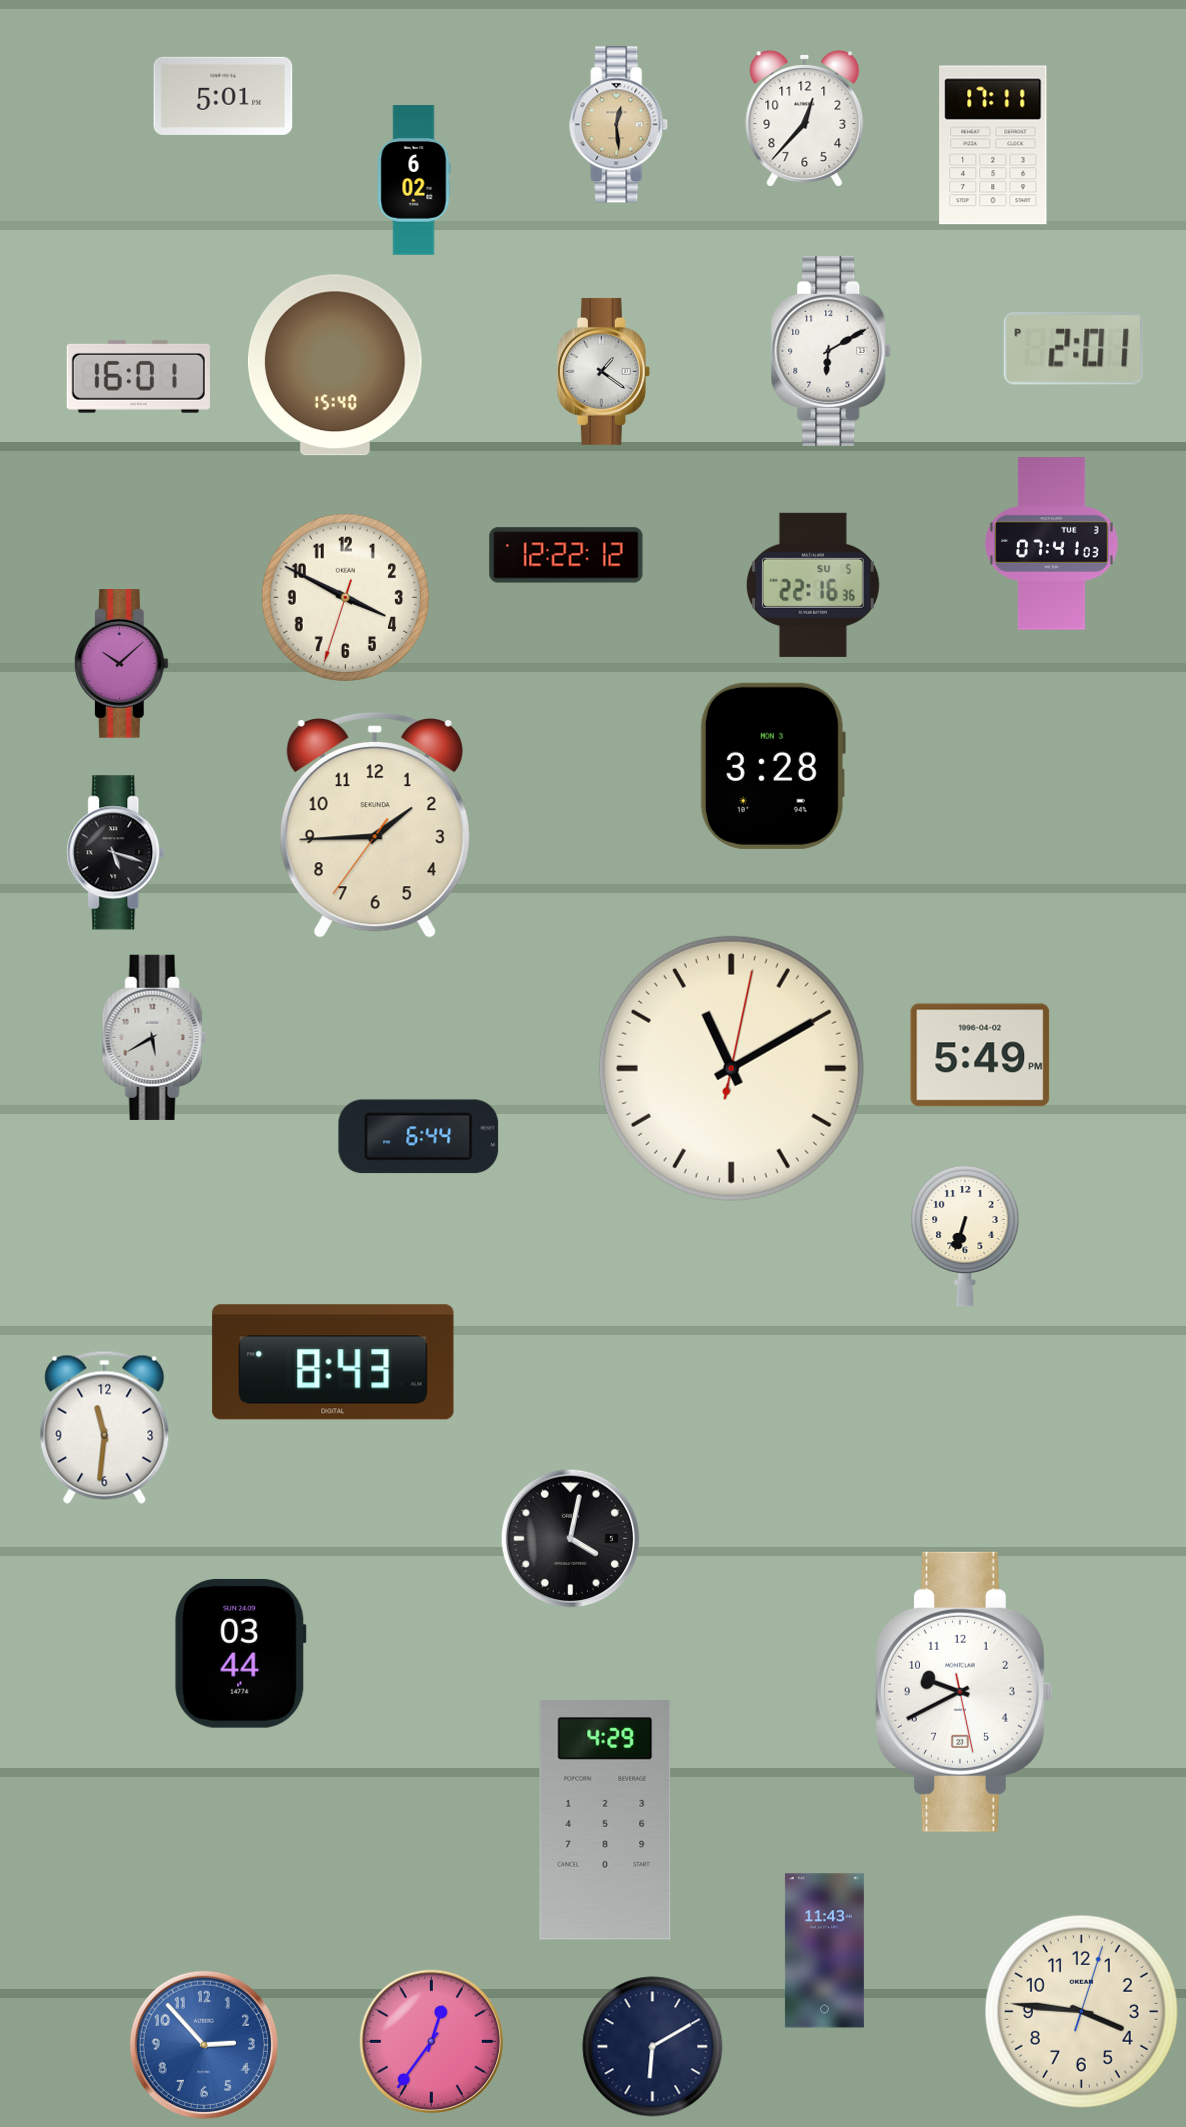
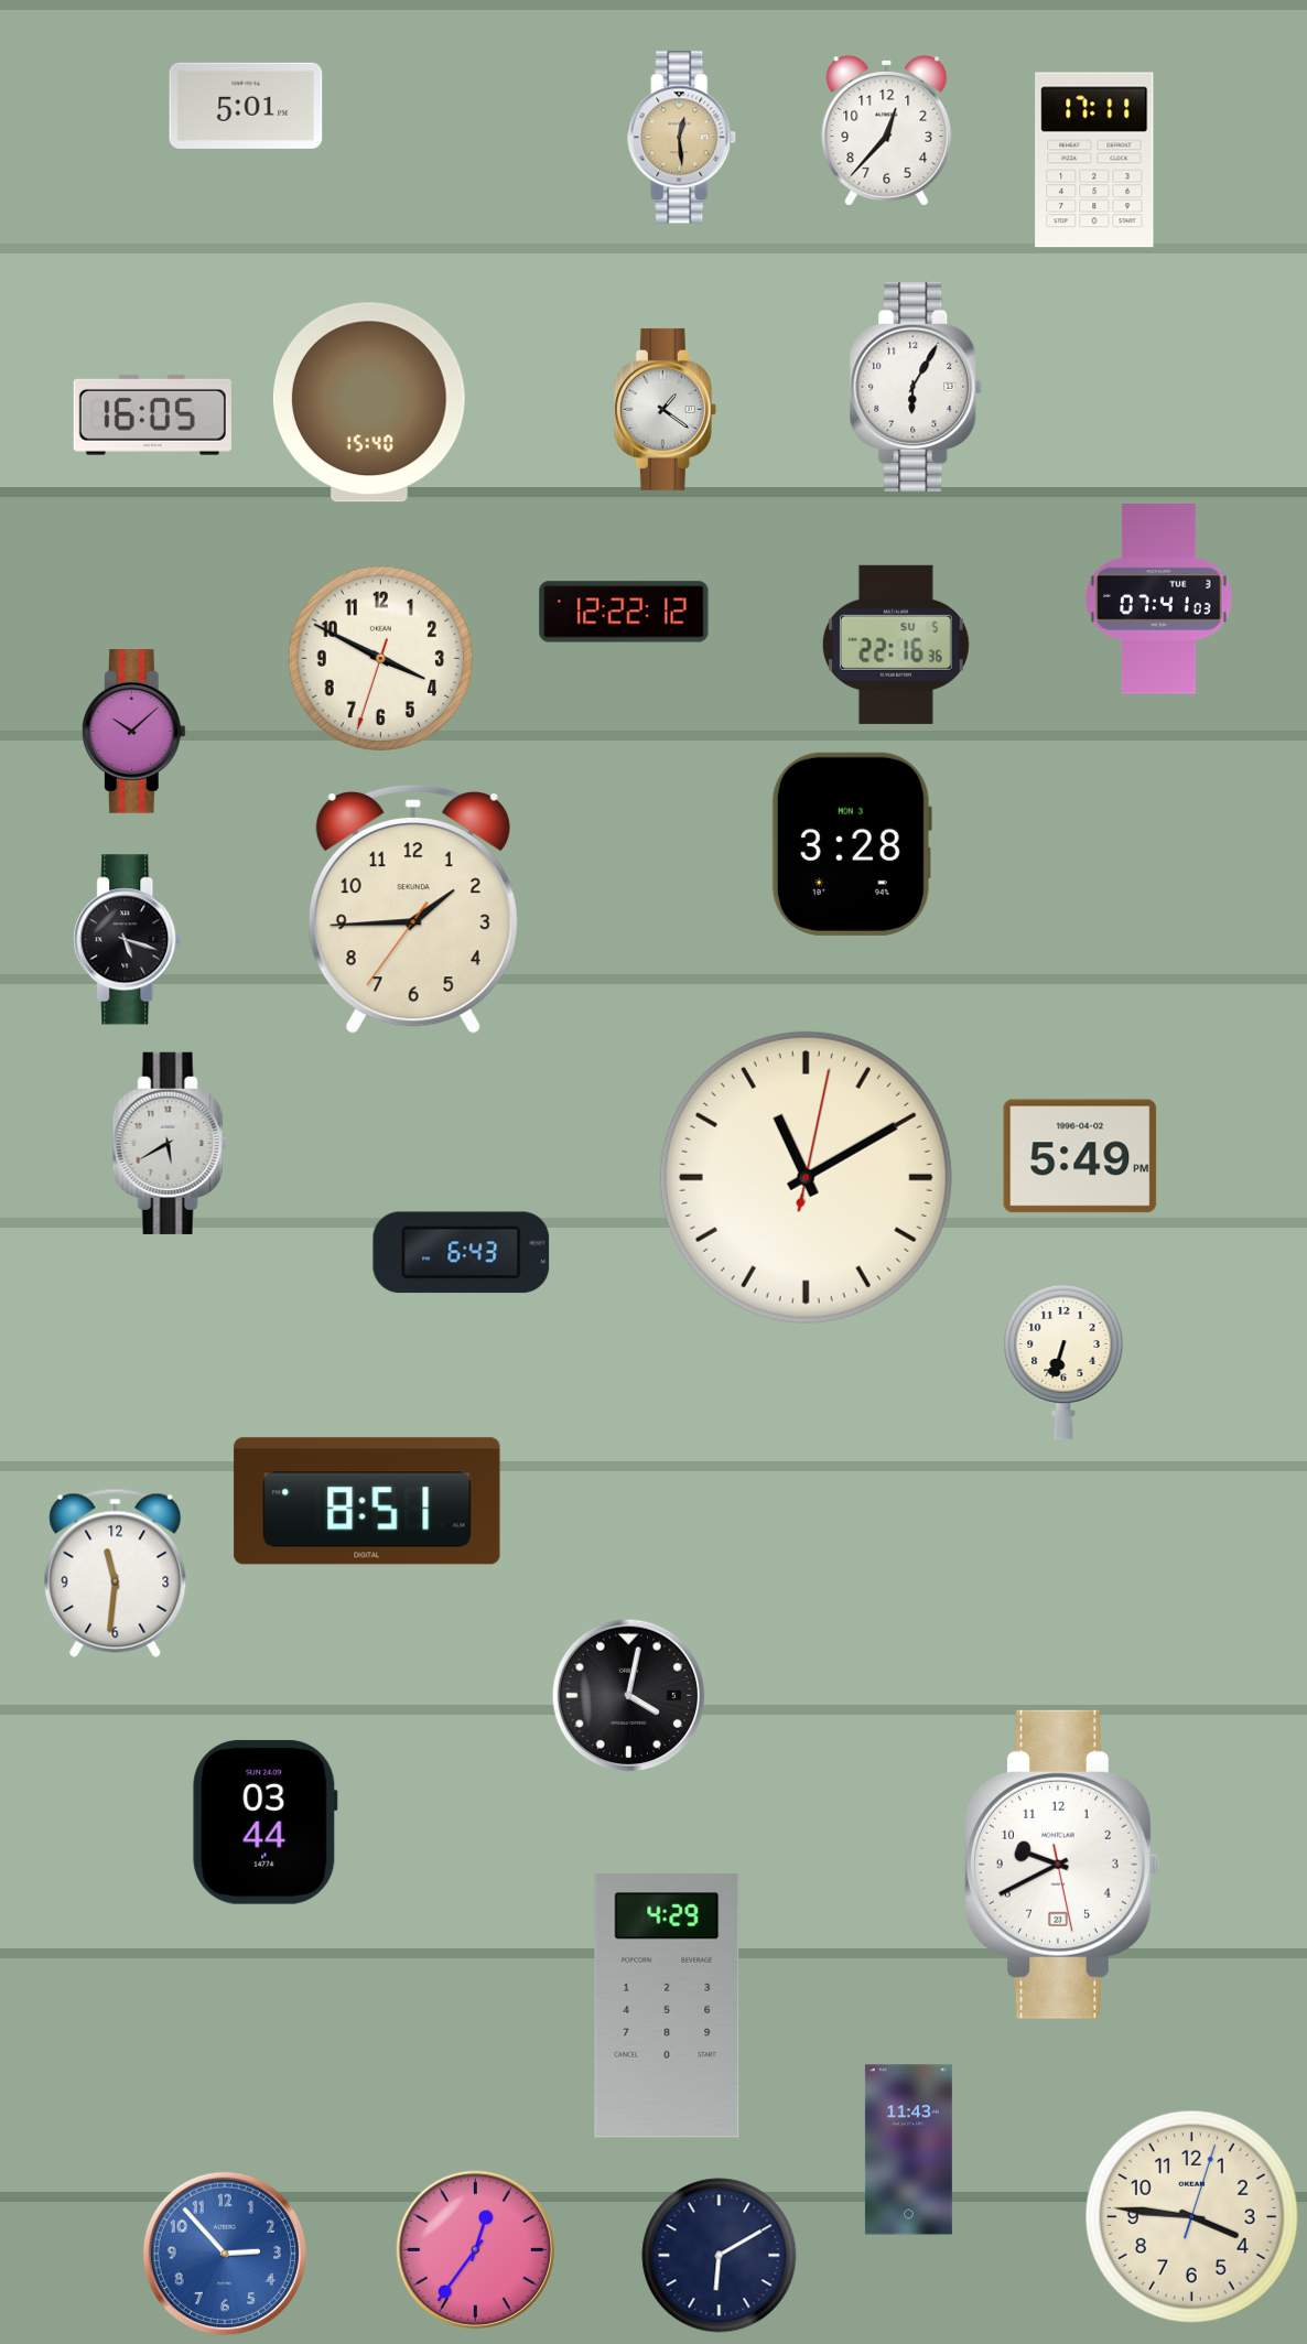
clock at (414, 180): 6:02 -> none
clock at (1073, 348): 2:01 -> none
clock at (831, 351): 6:10 -> 6:05
clock at (138, 376): 16:01 -> 16:05
clock at (980, 1055) position: (980, 1055) -> (1080, 1156)
clock at (419, 1137): 6:44 -> 6:43
clock at (333, 1362): 8:43 -> 8:51
